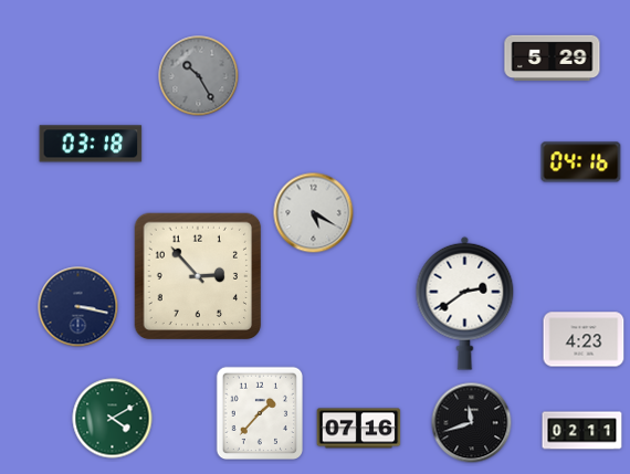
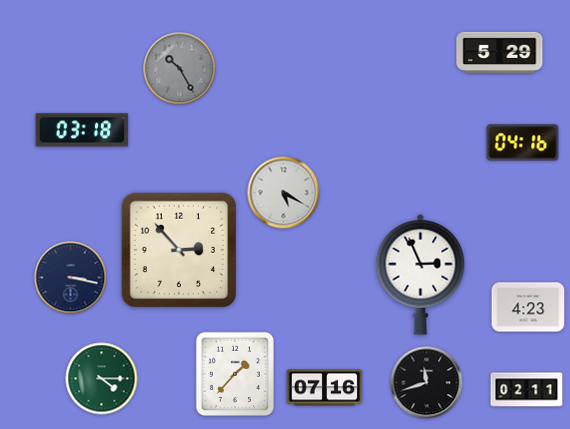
clock at (581, 162) position: (581, 162) -> (523, 143)
clock at (465, 303): 2:39 -> 2:56
clock at (113, 419): 4:10 -> 4:15
